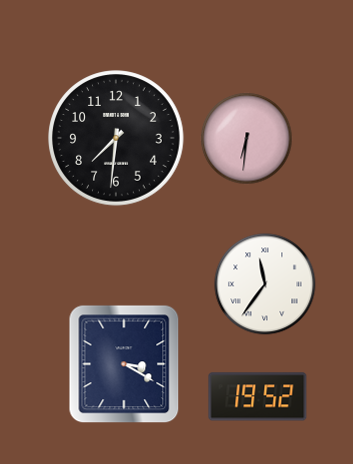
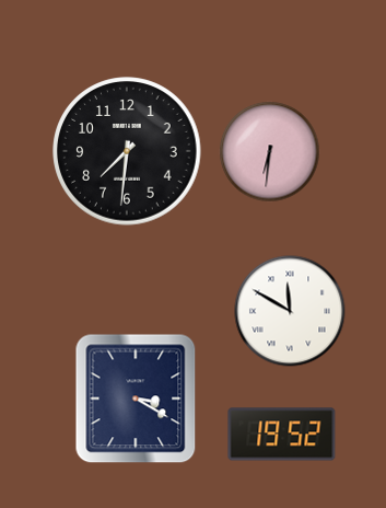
clock at (265, 284): 11:36 -> 11:50
